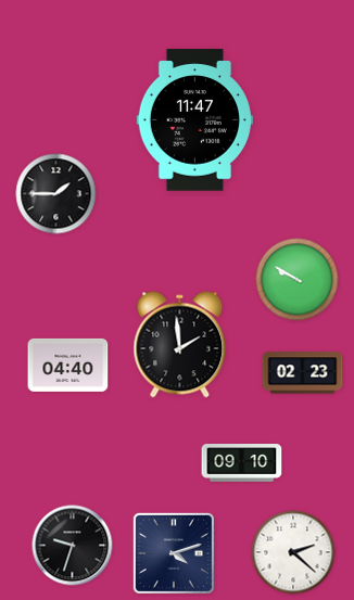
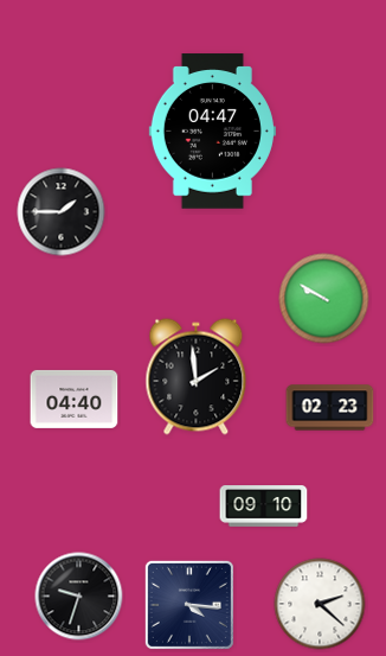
clock at (194, 120): 11:47 -> 04:47
clock at (298, 280) position: (298, 280) -> (324, 299)
clock at (174, 553): 4:12 -> 4:16
